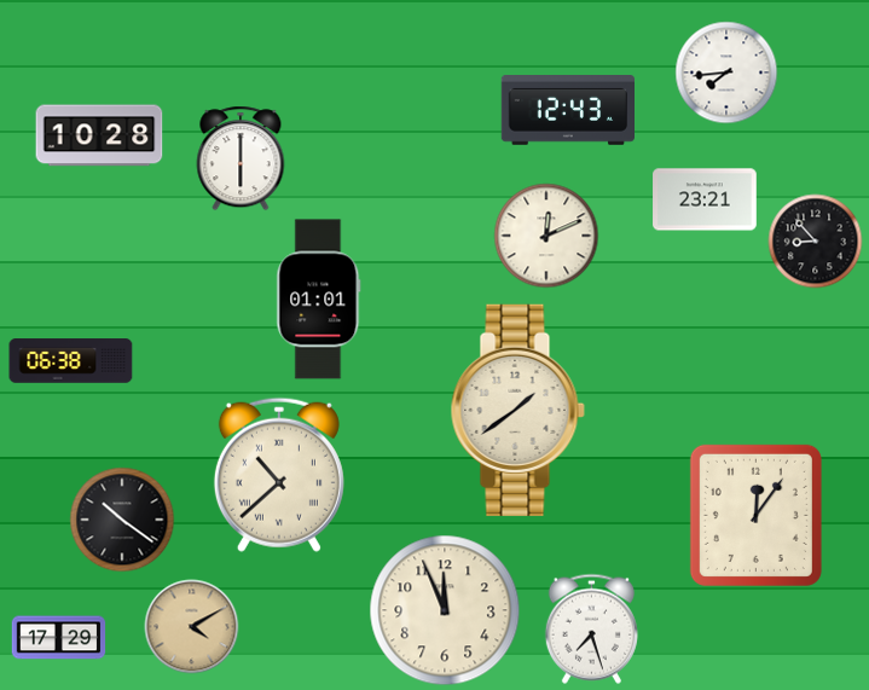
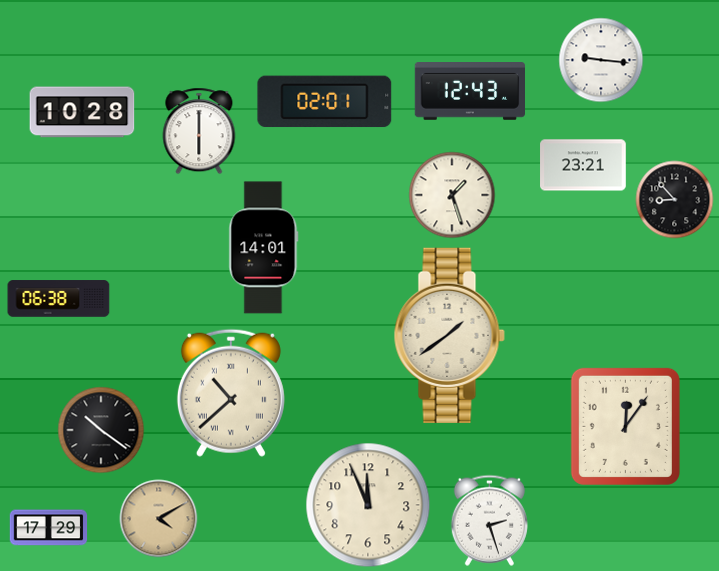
clock at (726, 73): 7:44 -> 9:16
clock at (325, 102): none -> 02:01
clock at (546, 236): 12:11 -> 1:27
clock at (319, 300): 01:01 -> 14:01
clock at (517, 410) position: (517, 410) -> (449, 335)
clock at (591, 628): 7:27 -> 2:27
